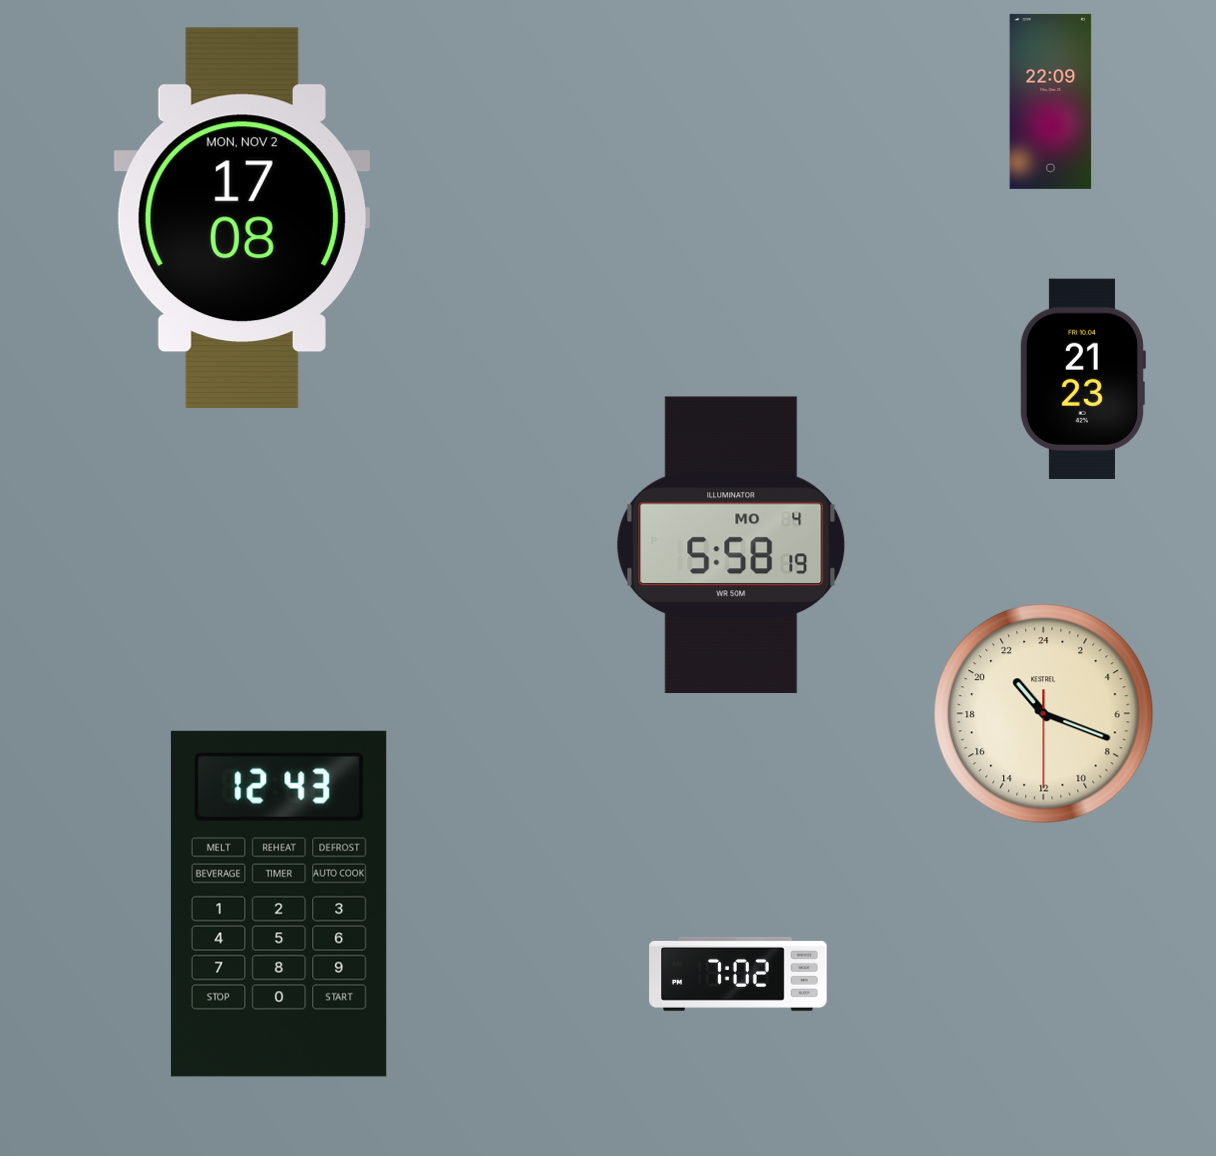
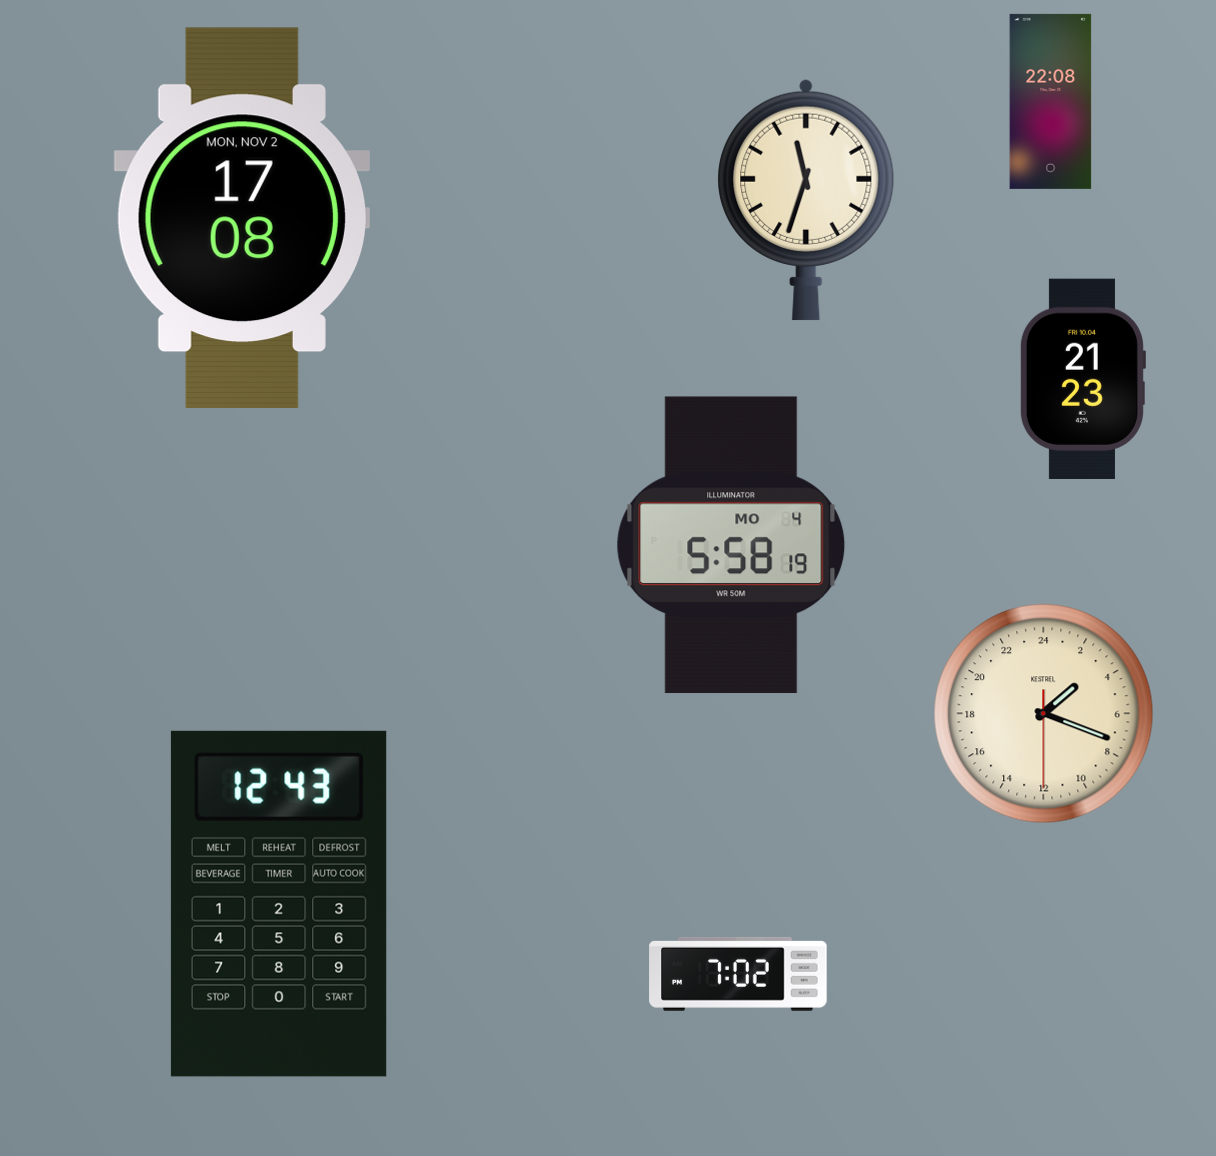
clock at (1051, 101): 22:09 -> 22:08
clock at (806, 200): none -> 11:33
clock at (1044, 714): 21:18 -> 3:18
